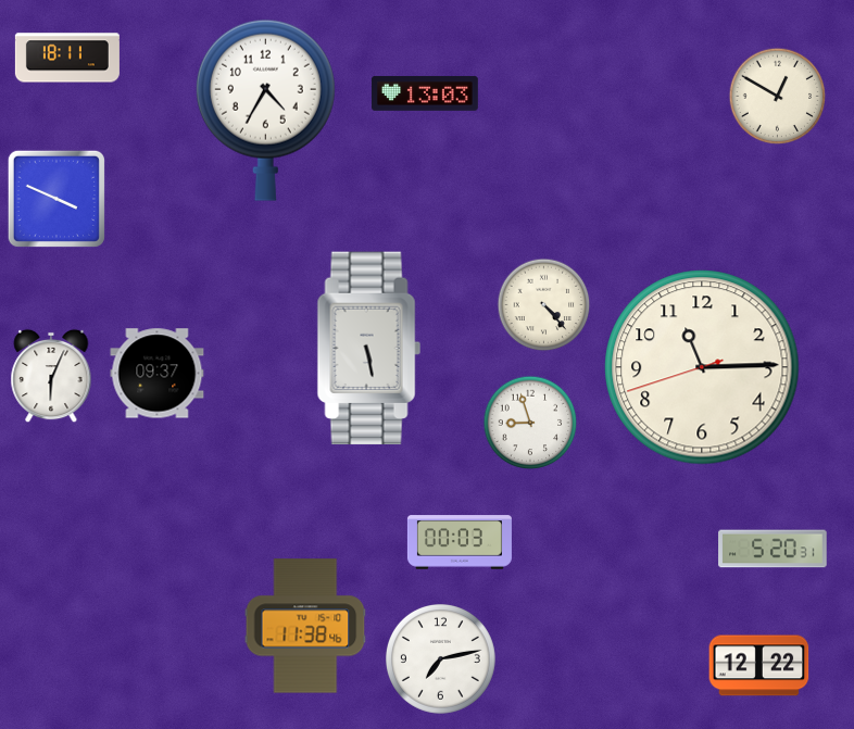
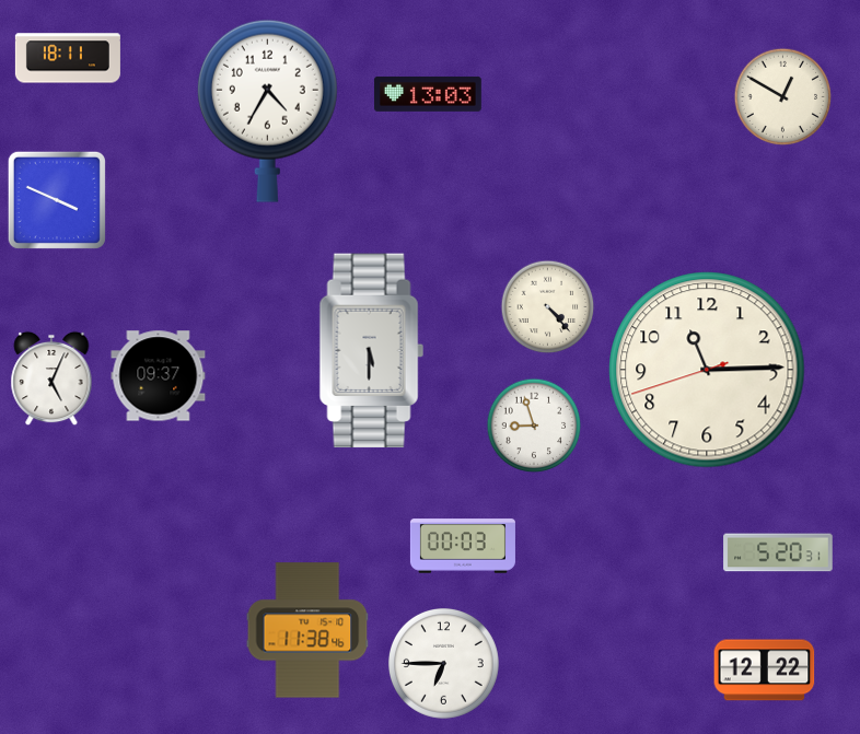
clock at (368, 349): 5:28 -> 5:30
clock at (51, 376): 6:04 -> 5:04
clock at (440, 658): 7:13 -> 6:45
